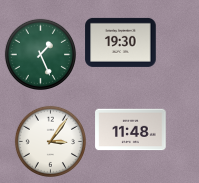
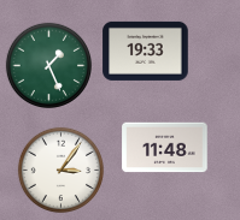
clock at (121, 42): 19:30 -> 19:33
clock at (131, 130) position: (131, 130) -> (165, 148)
